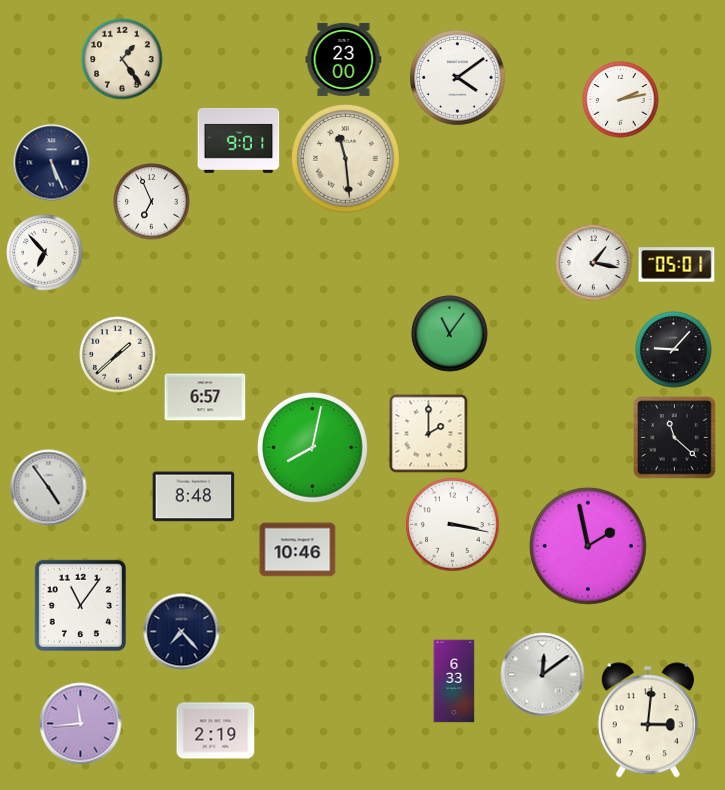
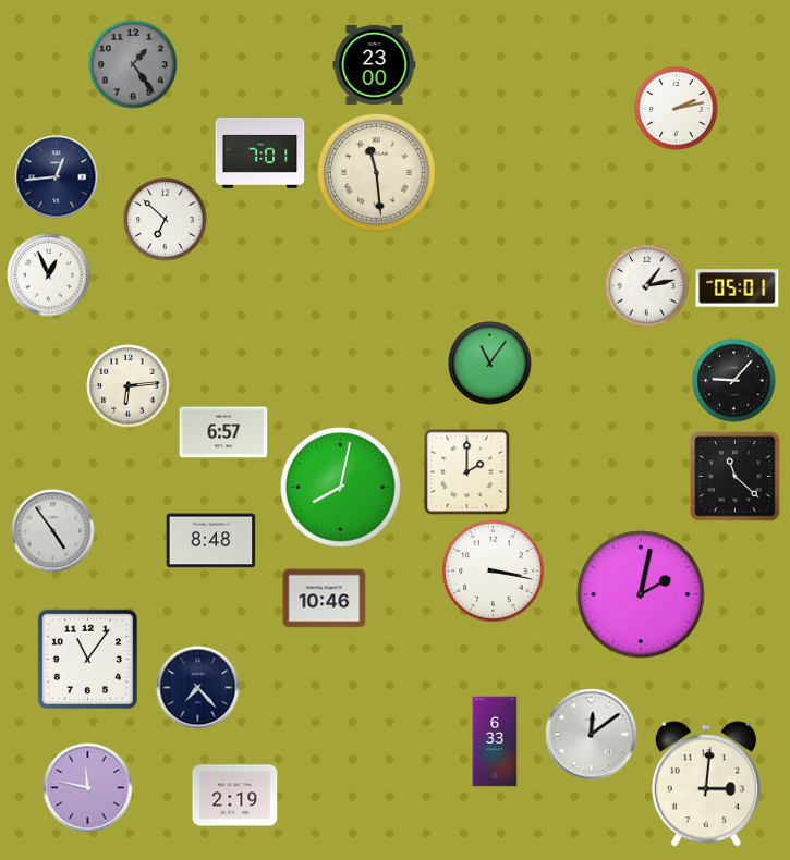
clock at (122, 59) dial: cream -> grey
clock at (458, 78): 4:09 -> none
clock at (239, 140): 9:01 -> 7:01
clock at (52, 163): 5:26 -> 12:44
clock at (152, 202): 6:56 -> 6:52
clock at (45, 253): 6:53 -> 12:56
clock at (594, 263): 1:17 -> 1:13
clock at (118, 355): 1:38 -> 6:14
clock at (588, 546): 1:58 -> 2:02
clock at (81, 724): 11:44 -> 11:47
